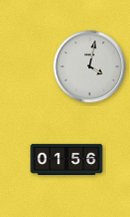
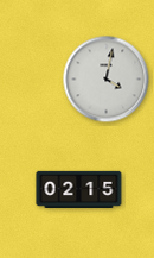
clock at (67, 159): 01:56 -> 02:15
